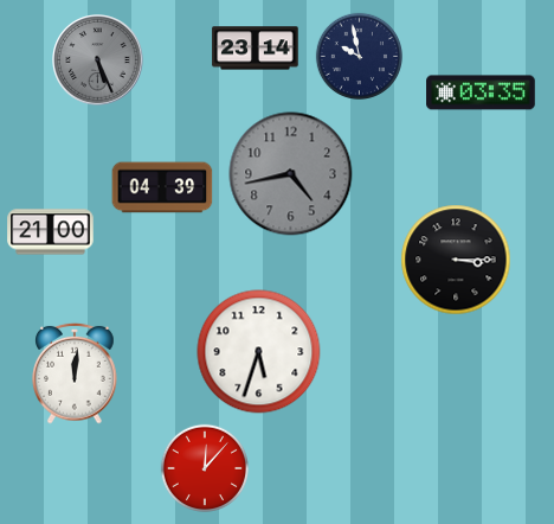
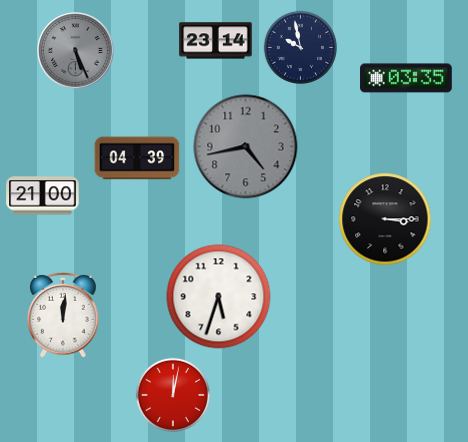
clock at (360, 57) position: (360, 57) -> (301, 48)
clock at (98, 60) position: (98, 60) -> (76, 51)
clock at (204, 467): 12:07 -> 12:02
